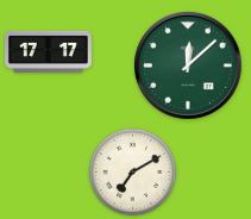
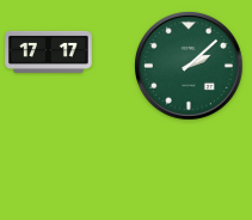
clock at (188, 65): 12:08 -> 2:08
clock at (133, 173): 7:10 -> none
